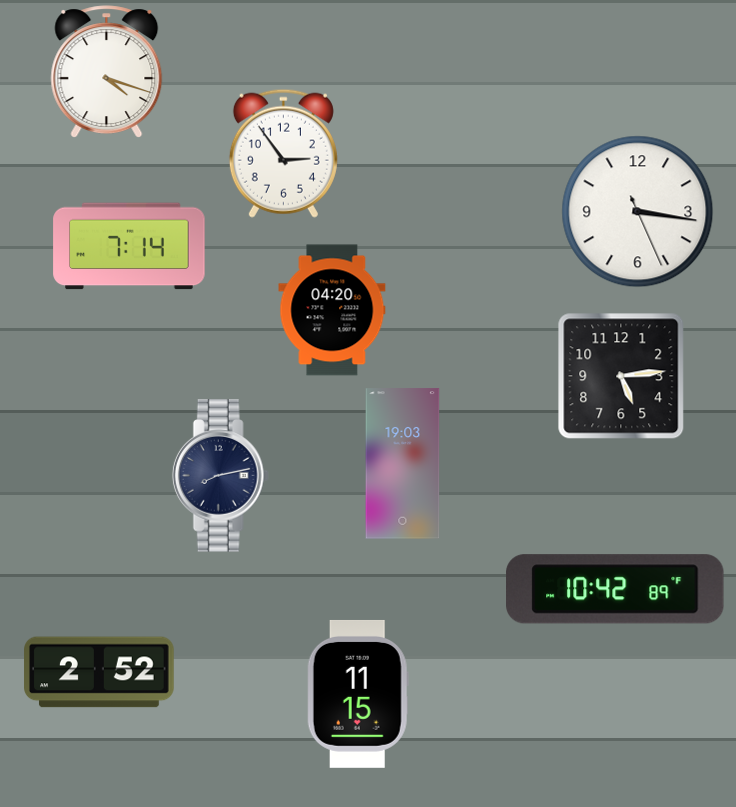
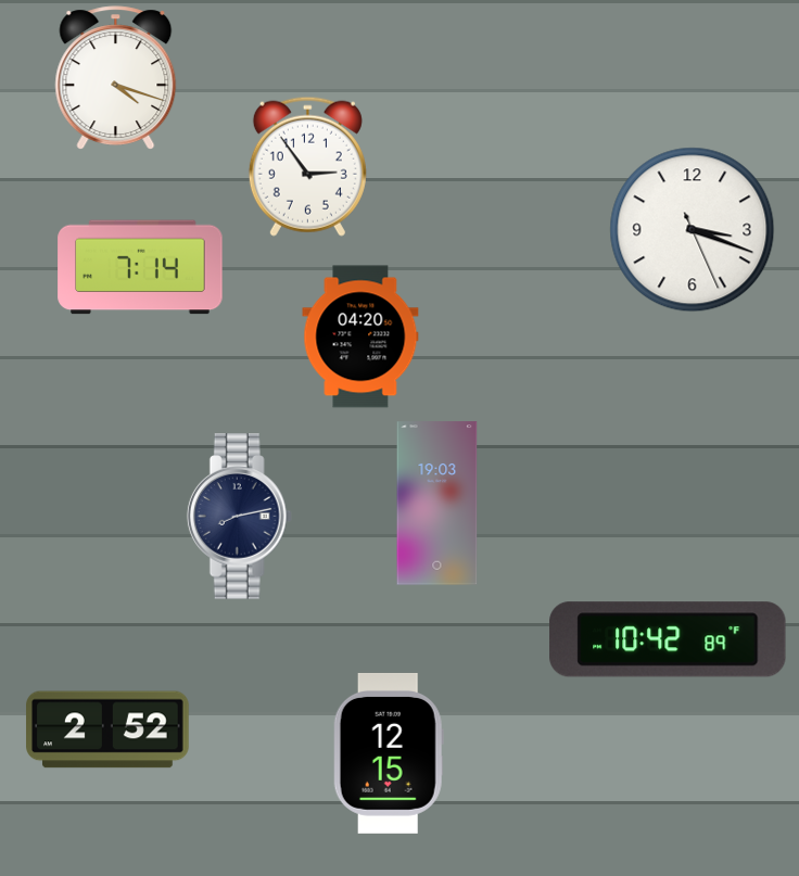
clock at (638, 212): 3:16 -> 3:18
clock at (621, 376): 5:14 -> none
clock at (358, 694): 11:15 -> 12:15
